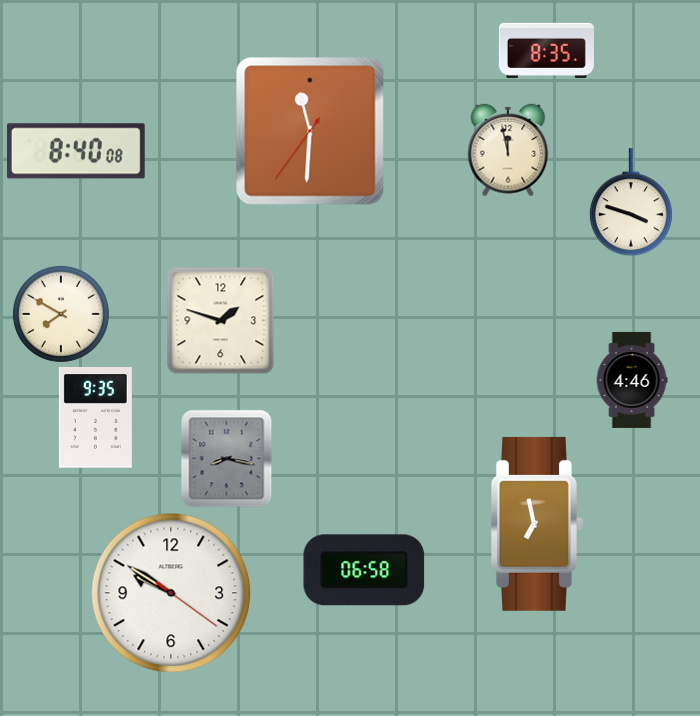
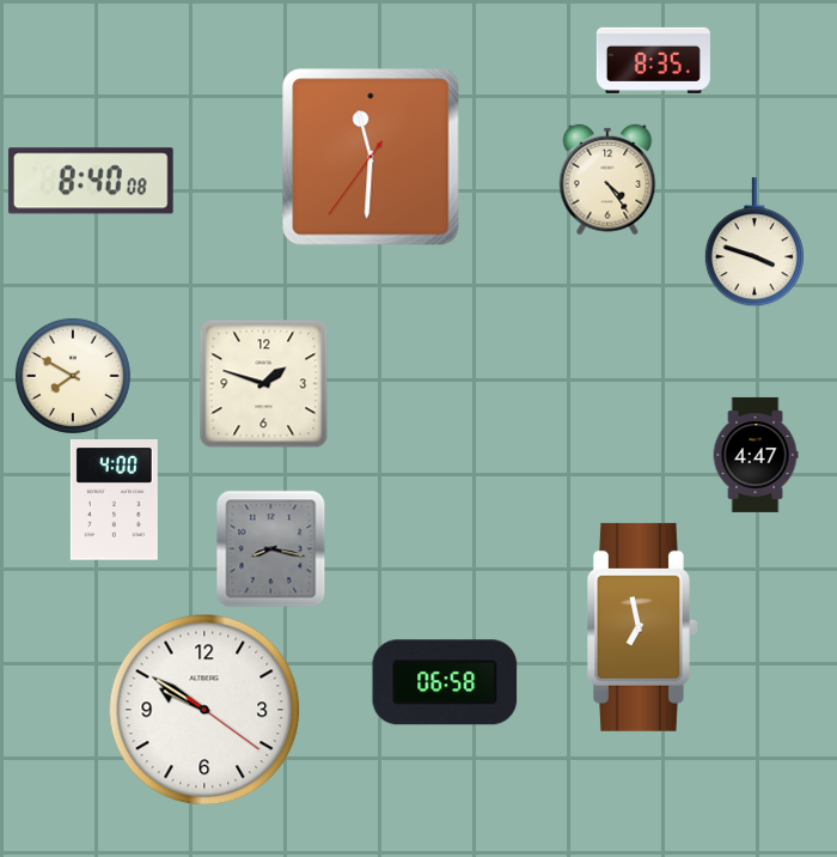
clock at (508, 150): 11:58 -> 4:24
clock at (632, 380): 4:46 -> 4:47
clock at (95, 418): 9:35 -> 4:00
clock at (364, 570) position: (364, 570) -> (445, 682)
